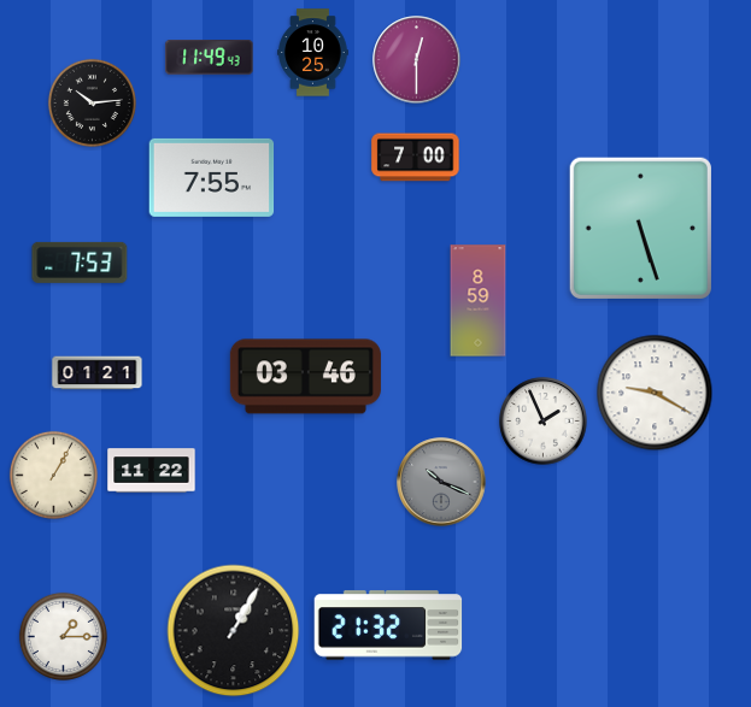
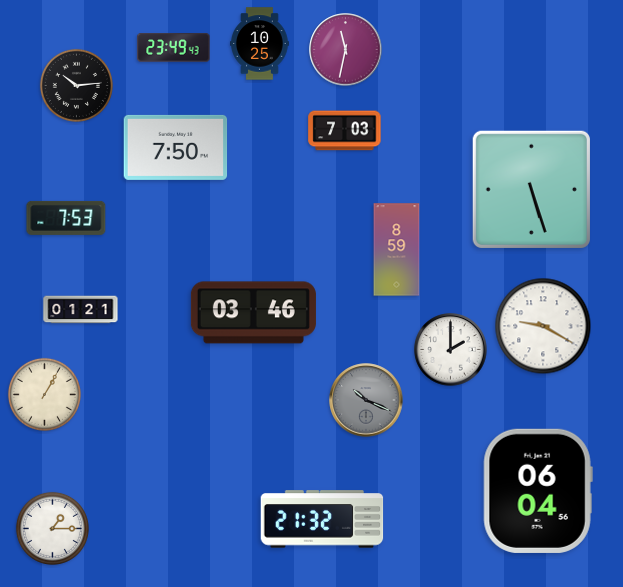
clock at (210, 58): 11:49 -> 23:49
clock at (417, 60): 12:30 -> 11:32
clock at (416, 158): 7:00 -> 7:03
clock at (212, 177): 7:55 -> 7:50
clock at (544, 422): 1:56 -> 2:00
clock at (152, 471): 11:22 -> none
clock at (538, 491): none -> 06:04
clock at (234, 631): 1:05 -> none
